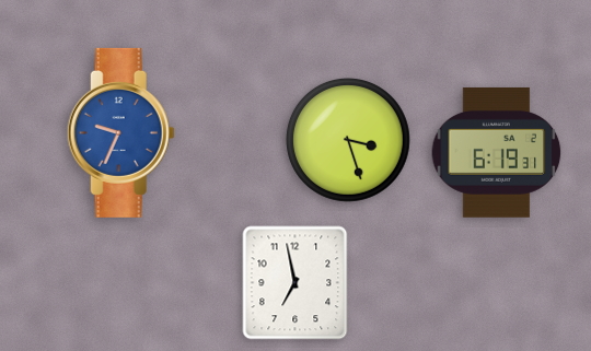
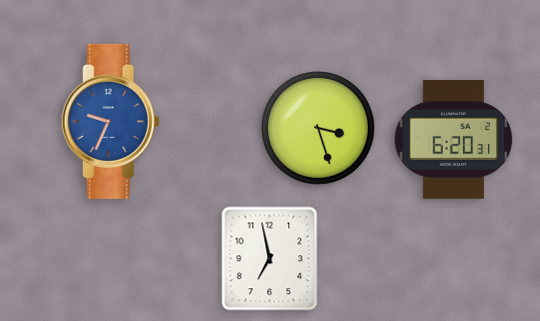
clock at (497, 152): 6:19 -> 6:20
